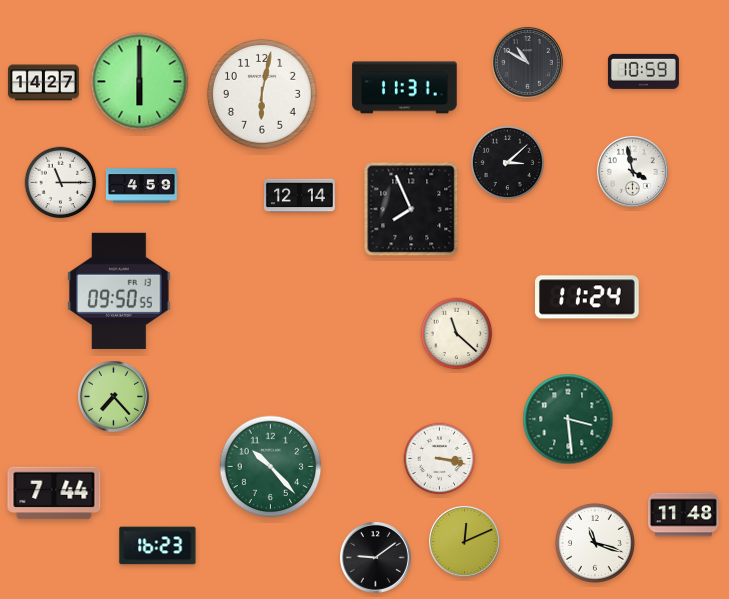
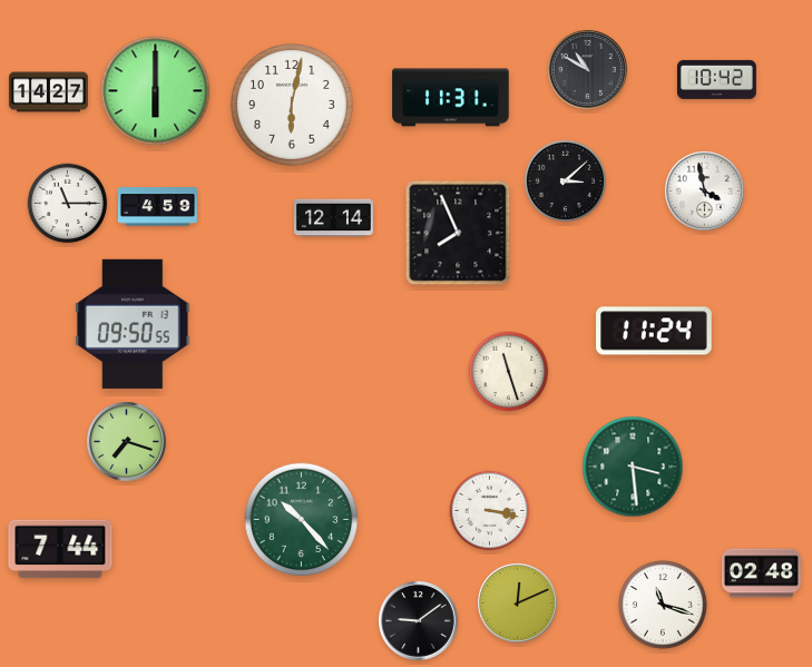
clock at (643, 71): 10:59 -> 10:42
clock at (457, 334): 11:22 -> 11:27
clock at (113, 396): 7:23 -> 7:18
clock at (683, 515): 11:48 -> 02:48
clock at (158, 546): 16:23 -> none
